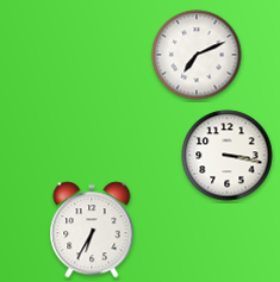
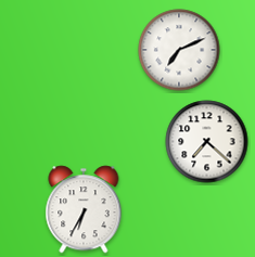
clock at (228, 156): 3:17 -> 7:22
